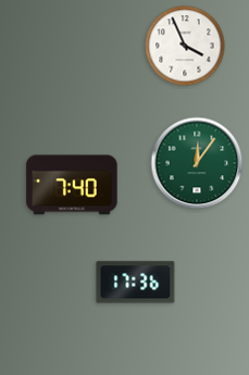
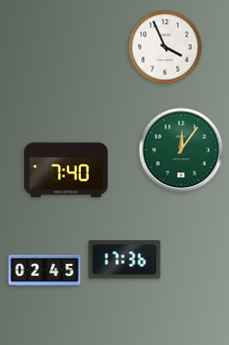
clock at (185, 46) position: (185, 46) -> (165, 47)
clock at (45, 271): none -> 02:45
